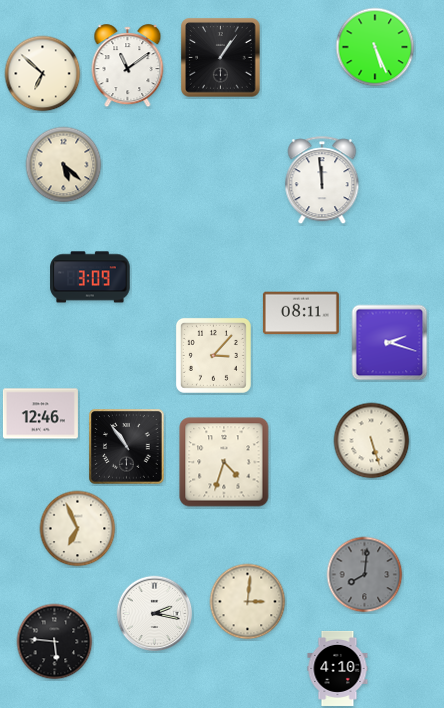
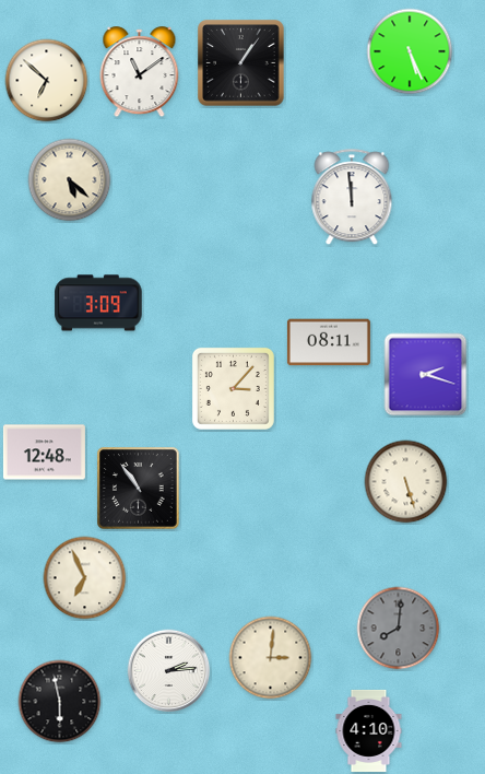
clock at (40, 414): 12:46 -> 12:48
clock at (224, 462): 4:33 -> none
clock at (155, 614): 2:17 -> 2:14
clock at (55, 642): 5:46 -> 5:58
